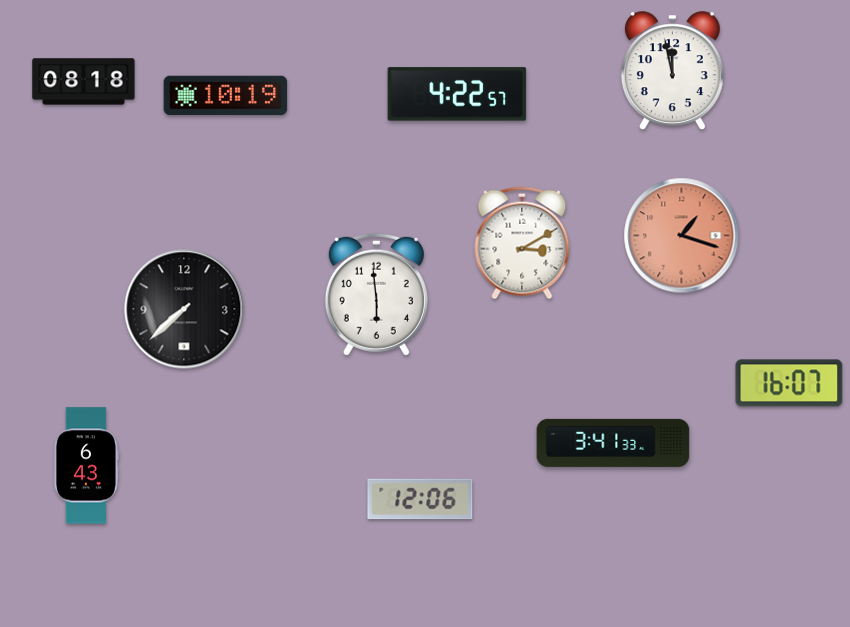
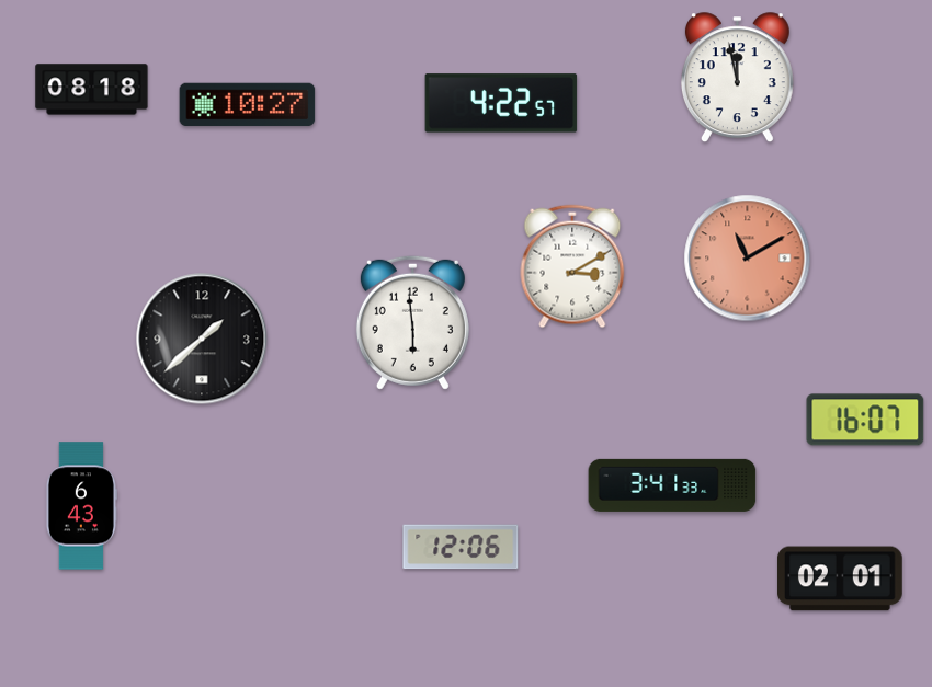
clock at (226, 96): 10:19 -> 10:27
clock at (682, 236): 1:18 -> 11:10
clock at (184, 309): 7:38 -> 1:38
clock at (86, 466) position: (86, 466) -> (81, 506)
clock at (841, 579): none -> 02:01
